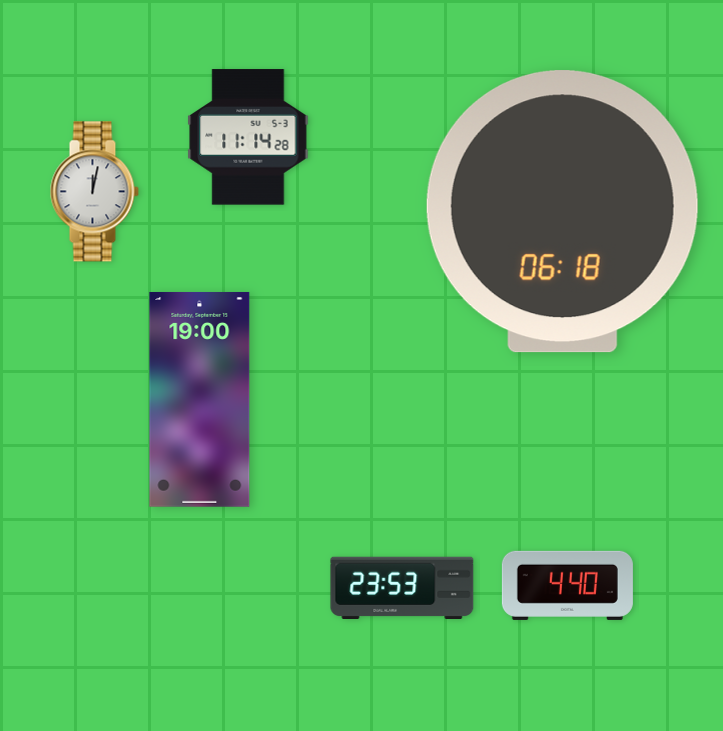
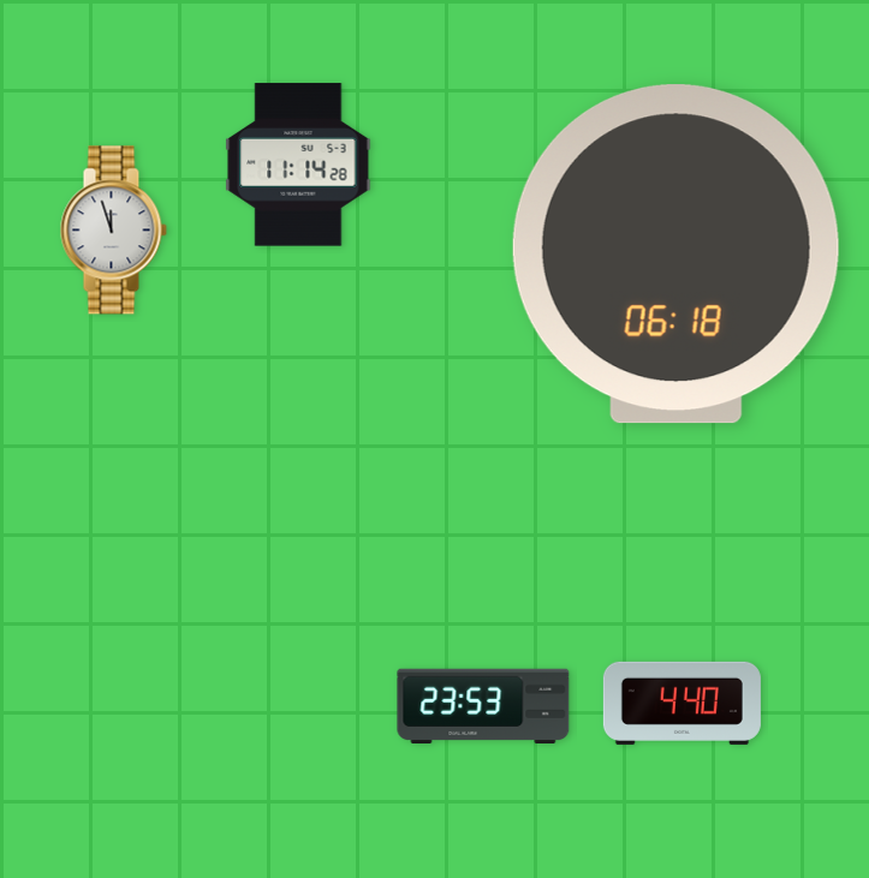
clock at (94, 192): 12:02 -> 11:57
clock at (200, 399): 19:00 -> none
